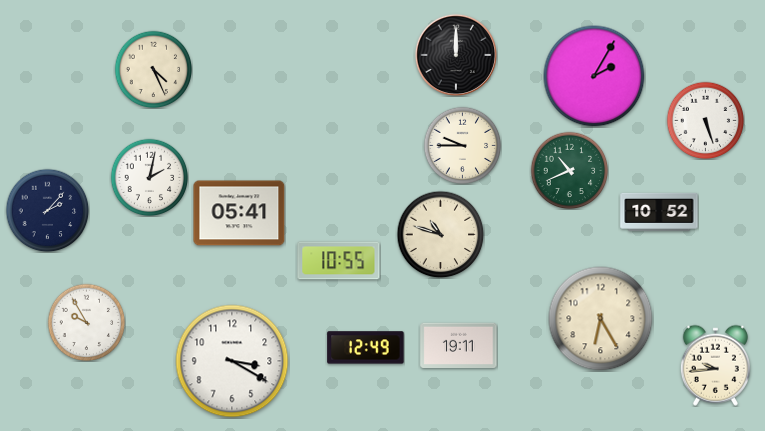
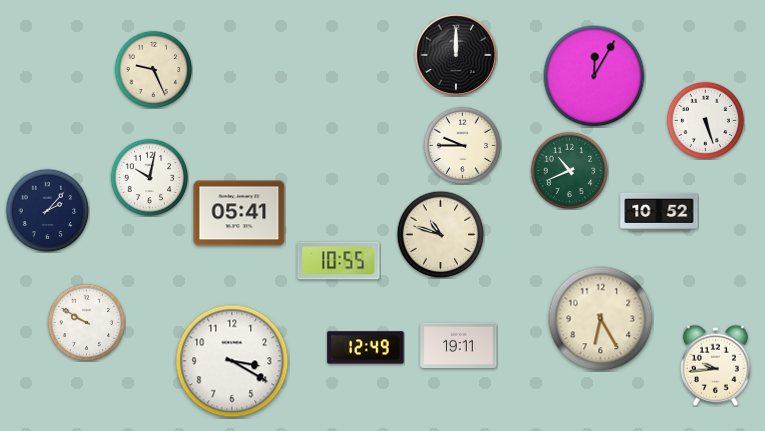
clock at (153, 69): 4:26 -> 9:26
clock at (594, 76): 2:05 -> 12:05
clock at (149, 177): 2:02 -> 10:02
clock at (86, 322): 9:55 -> 9:50
